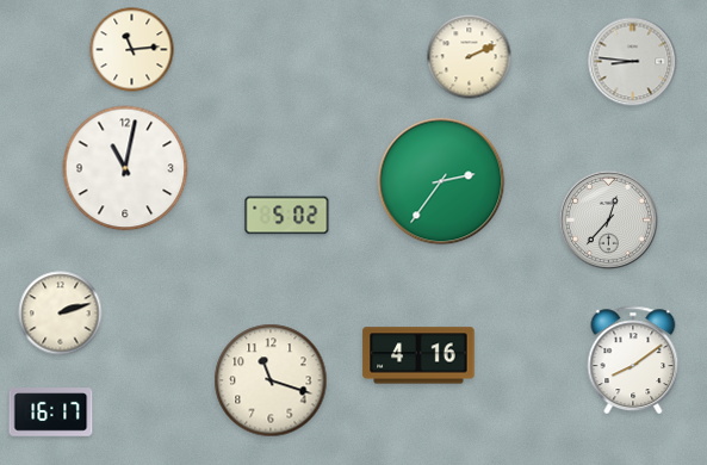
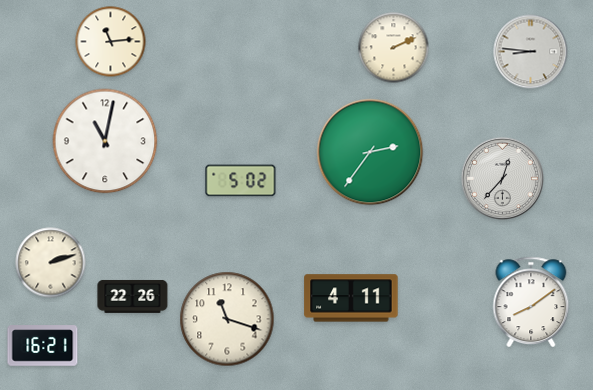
clock at (608, 219) position: (608, 219) -> (502, 178)
clock at (133, 296): none -> 22:26
clock at (418, 355): 4:16 -> 4:11
clock at (51, 413): 16:17 -> 16:21
